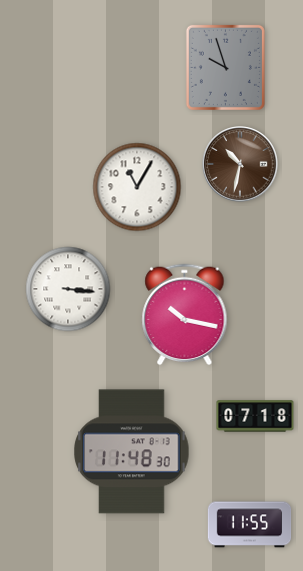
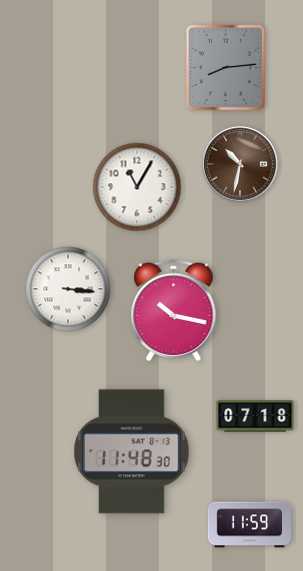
clock at (225, 67): 9:57 -> 8:14
clock at (185, 315) position: (185, 315) -> (174, 311)
clock at (250, 525): 11:55 -> 11:59
